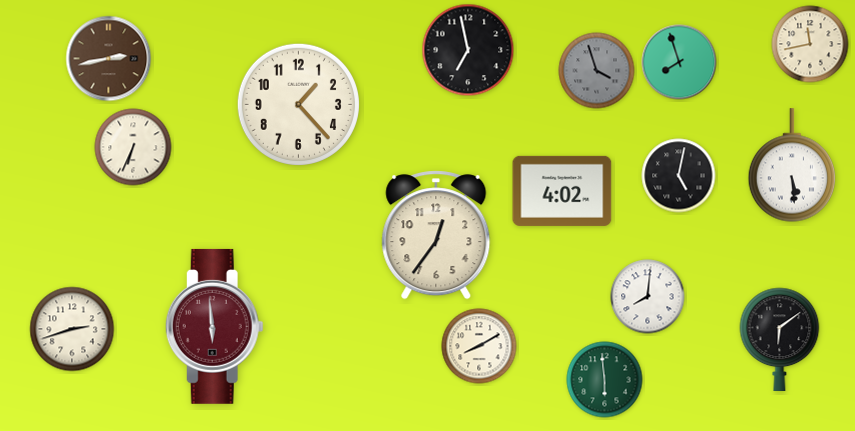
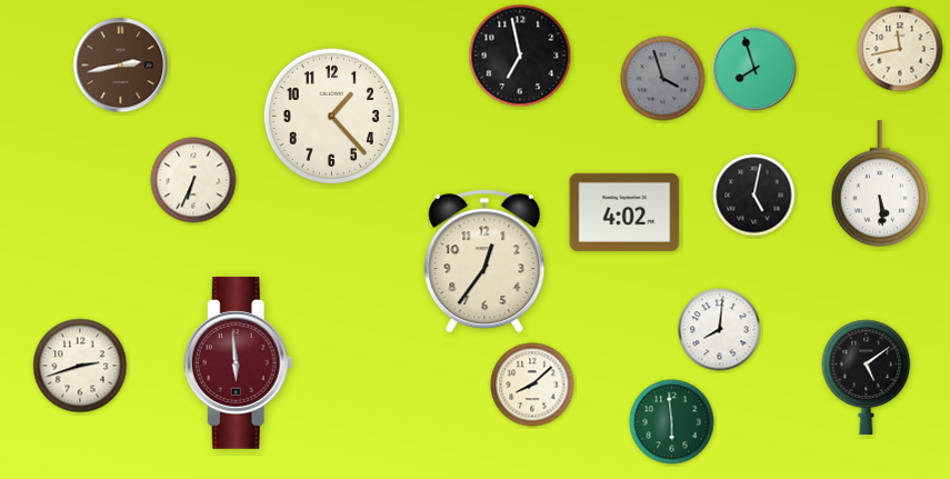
clock at (133, 147) position: (133, 147) -> (193, 180)
clock at (780, 339): 6:09 -> 5:09
clock at (479, 346): 8:10 -> 8:08
